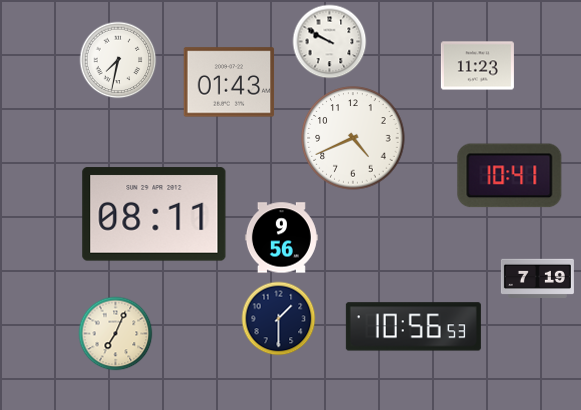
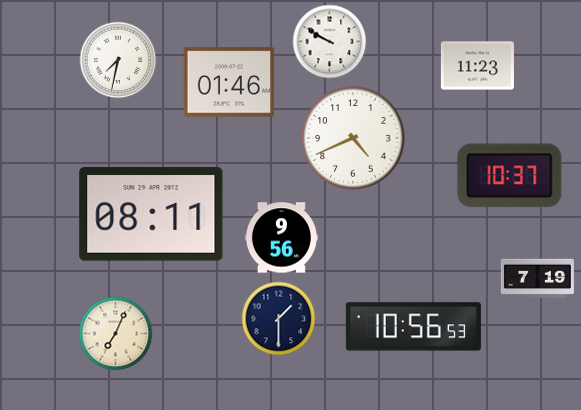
clock at (229, 82): 01:43 -> 01:46
clock at (510, 176): 10:41 -> 10:37
clock at (154, 214) position: (154, 214) -> (151, 214)
